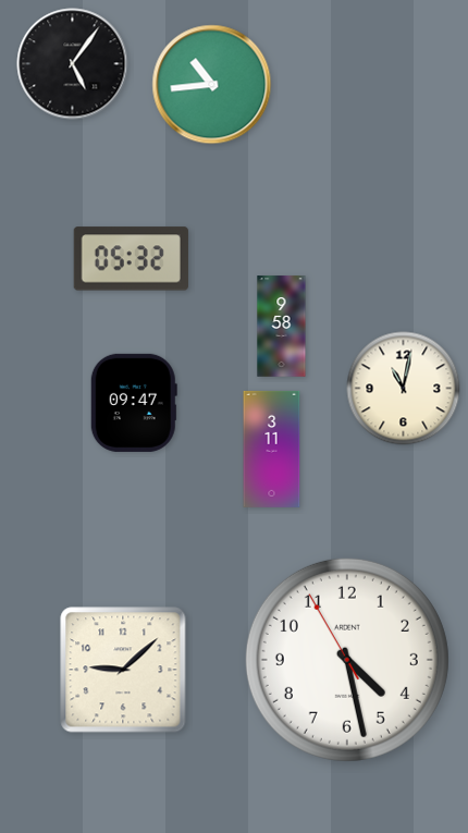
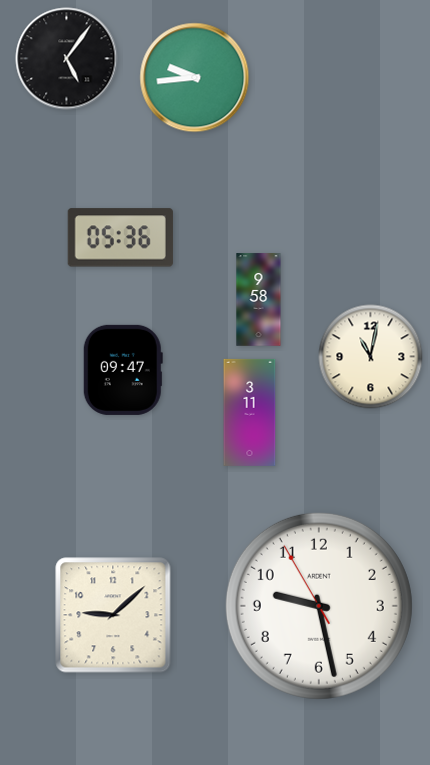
clock at (212, 85): 10:44 -> 9:44
clock at (131, 259): 05:32 -> 05:36
clock at (347, 660): 4:27 -> 9:27
